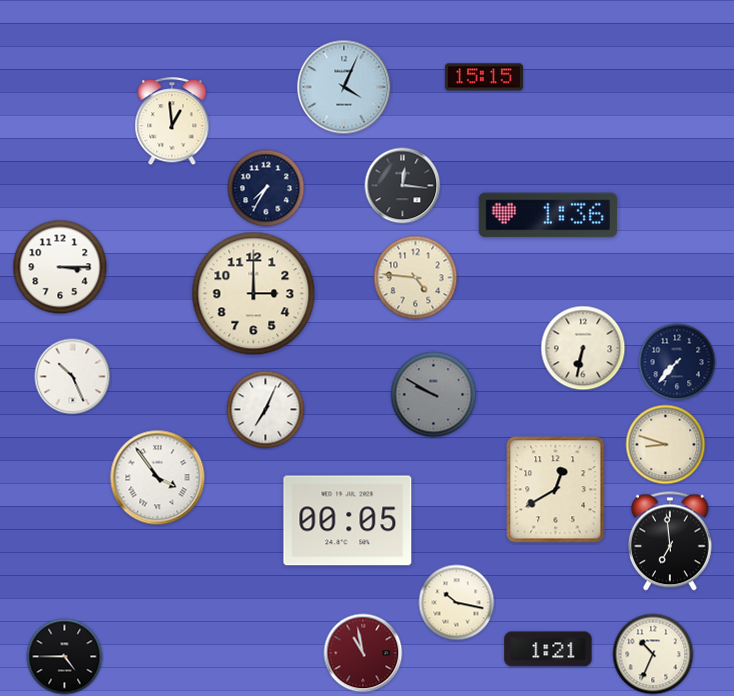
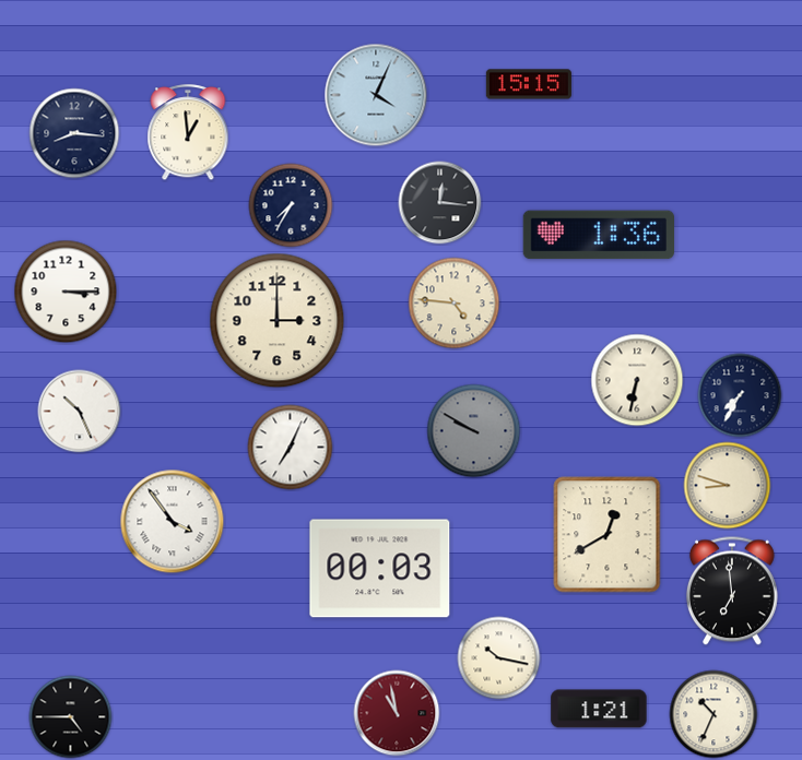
clock at (74, 133): none -> 8:16
clock at (677, 362): 7:37 -> 7:35
clock at (348, 521): 00:05 -> 00:03
